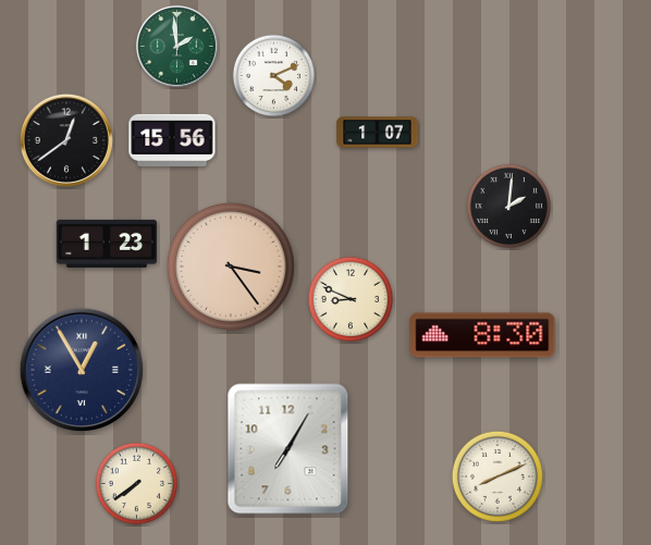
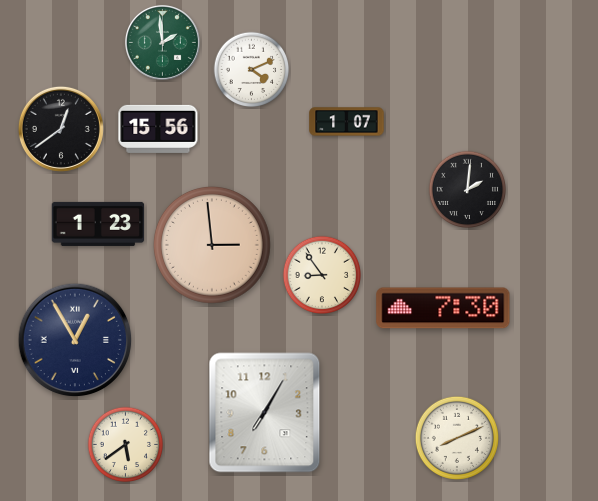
clock at (231, 267): 3:24 -> 2:59
clock at (349, 298): 8:49 -> 8:54
clock at (482, 335): 8:30 -> 7:30
clock at (137, 484): 7:39 -> 5:39
